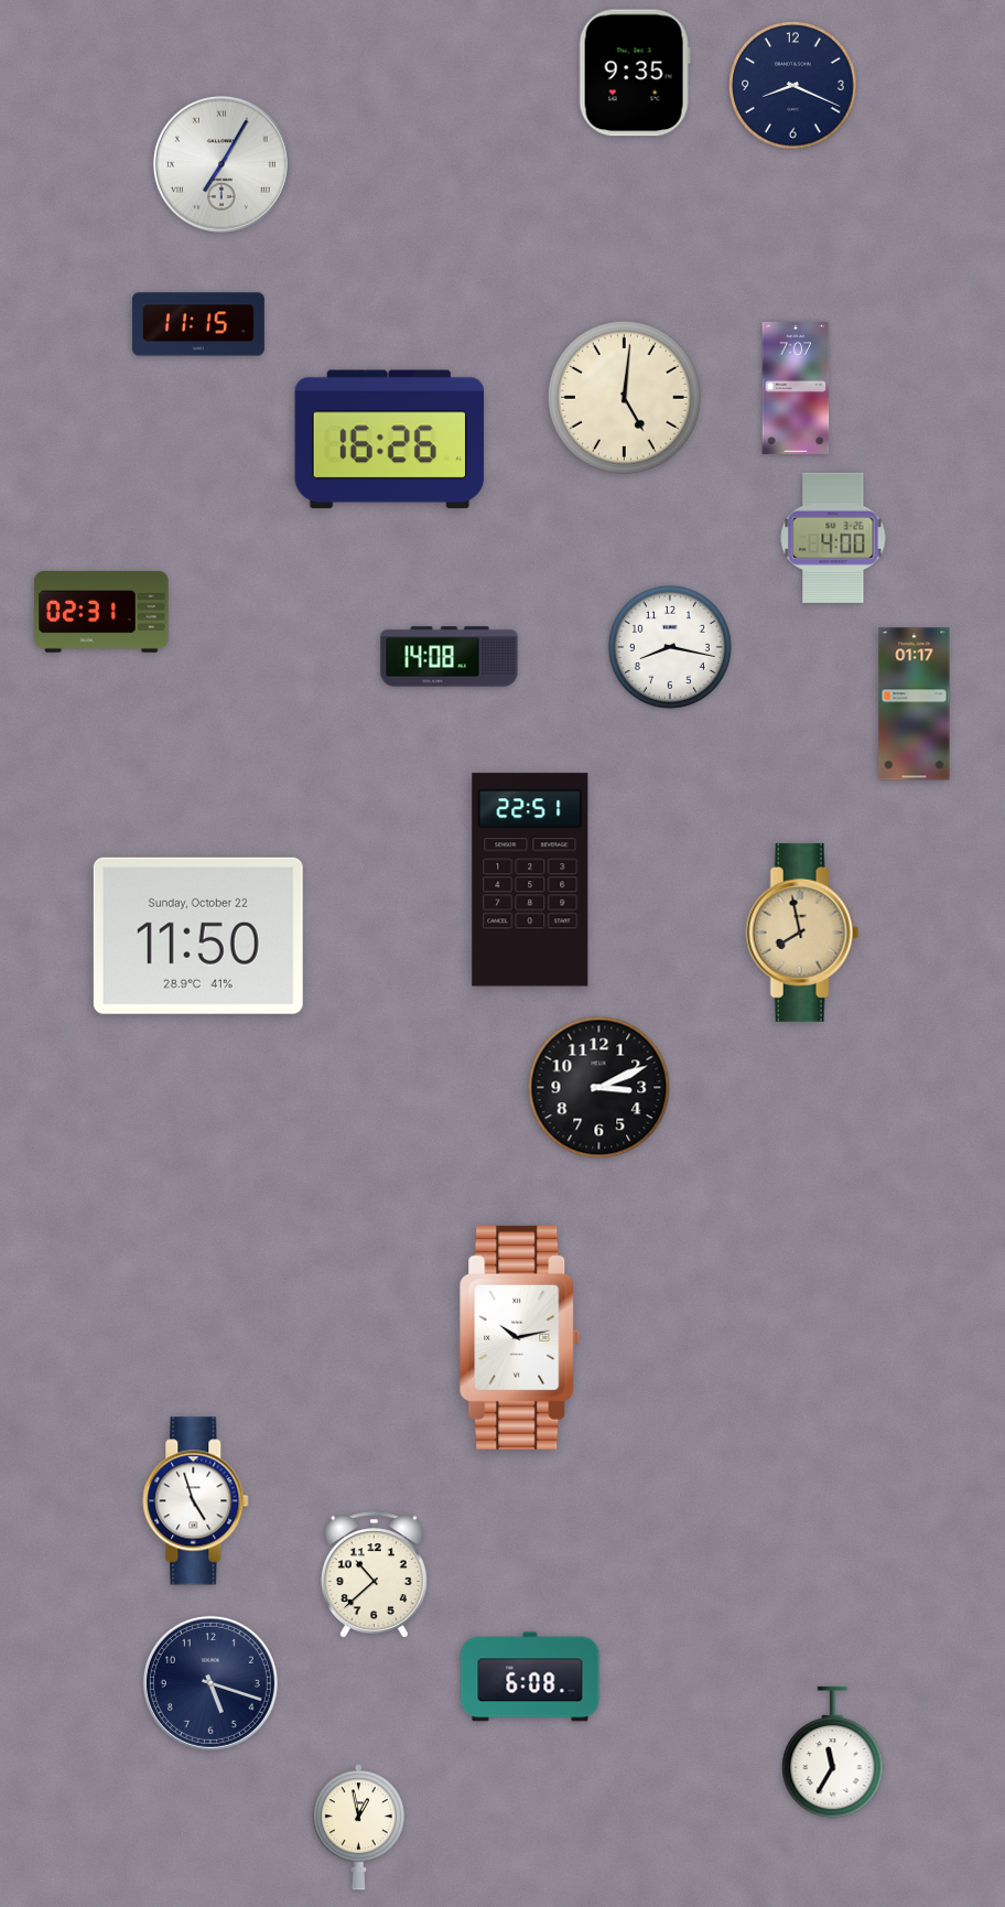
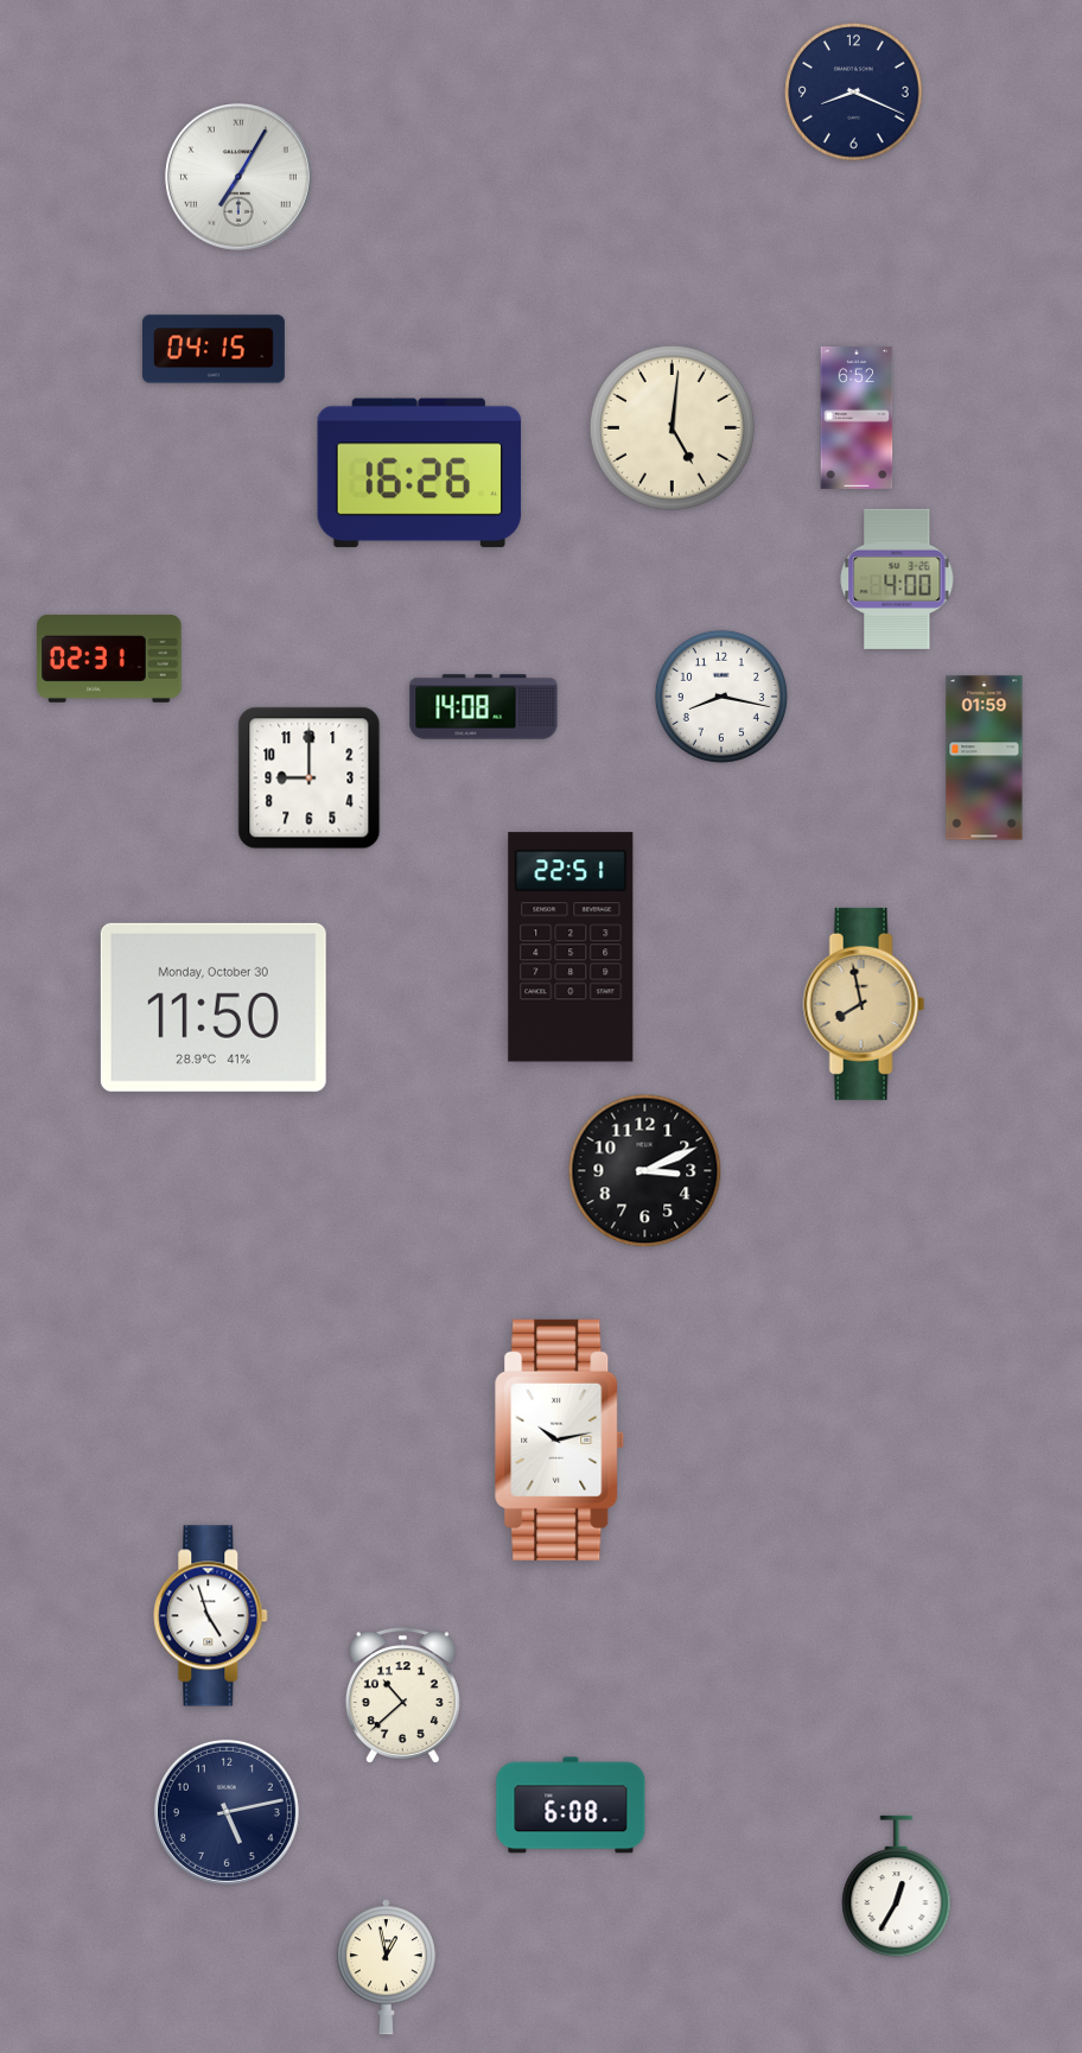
clock at (635, 73): 9:35 -> none
clock at (198, 324): 11:15 -> 04:15
clock at (796, 388): 7:07 -> 6:52
clock at (915, 704): 01:17 -> 01:59
clock at (310, 778): none -> 9:00
clock at (198, 936) date: Sunday, October 22 -> Monday, October 30
clock at (210, 1683): 5:18 -> 5:13
clock at (833, 1753): 11:35 -> 12:35
